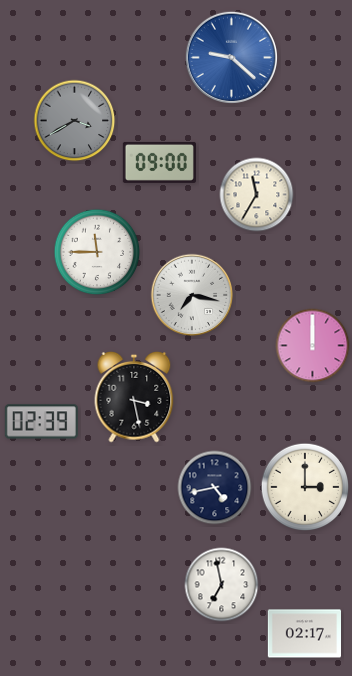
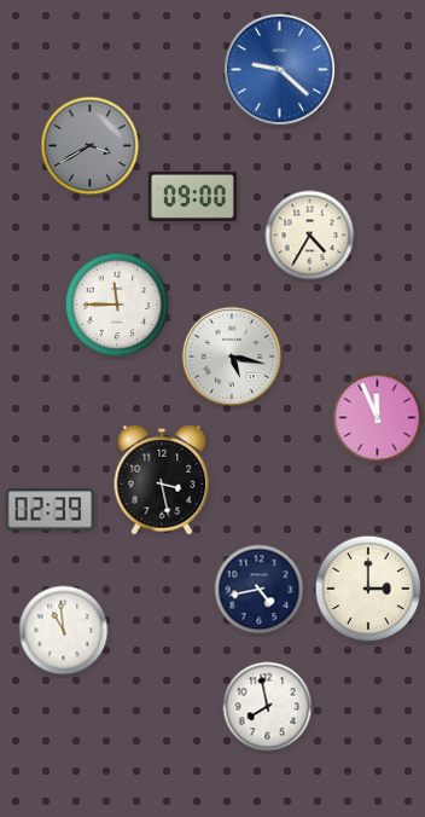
clock at (257, 195): 11:35 -> 4:35
clock at (192, 295): 7:17 -> 5:17
clock at (313, 346): 12:00 -> 11:56
clock at (64, 631): none -> 10:59
clock at (222, 585): 6:58 -> 7:58
clock at (304, 634): 02:17 -> none
